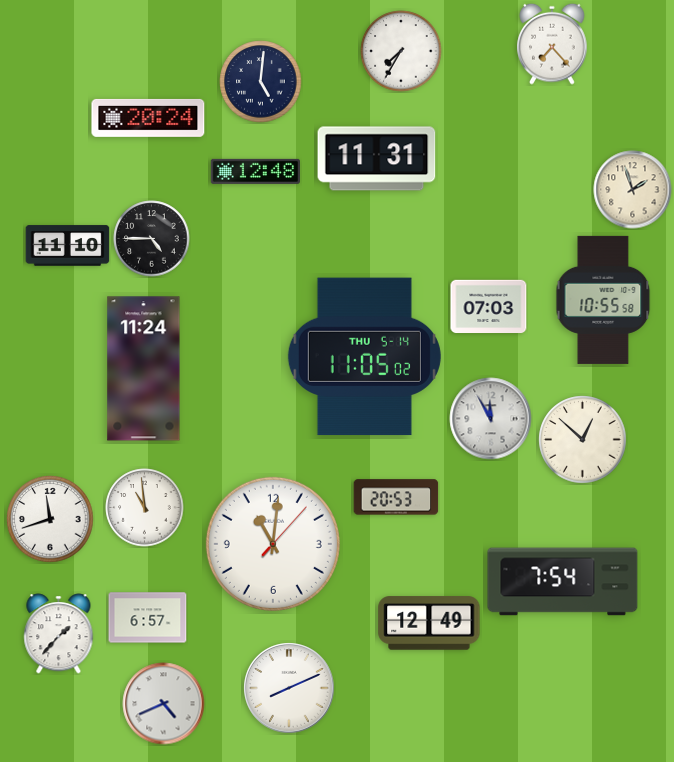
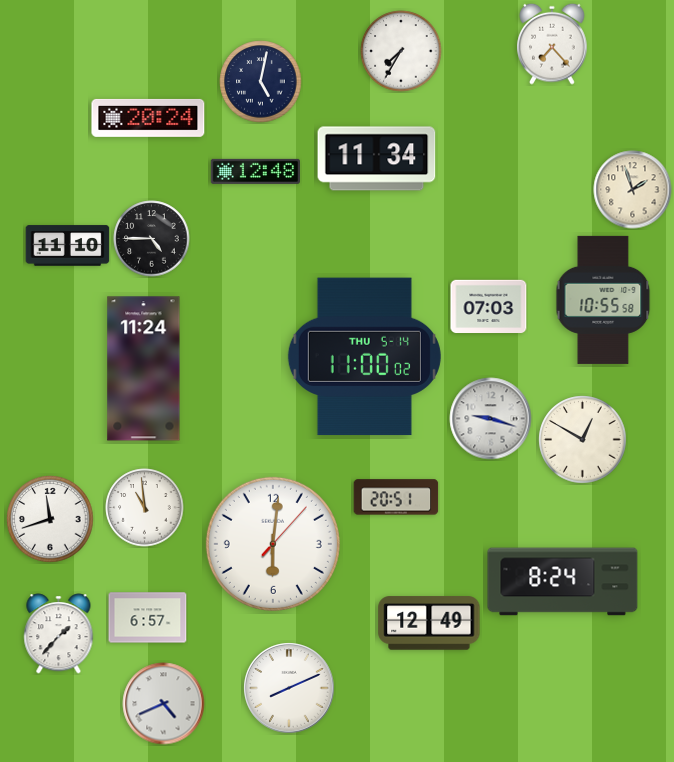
clock at (261, 82): 5:01 -> 5:02
clock at (377, 159): 11:31 -> 11:34
clock at (364, 357): 11:05 -> 11:00
clock at (491, 419): 11:55 -> 9:18
clock at (583, 440): 12:52 -> 12:50
clock at (396, 497): 20:53 -> 20:51
clock at (273, 544): 11:01 -> 6:01
clock at (563, 582): 7:54 -> 8:24
